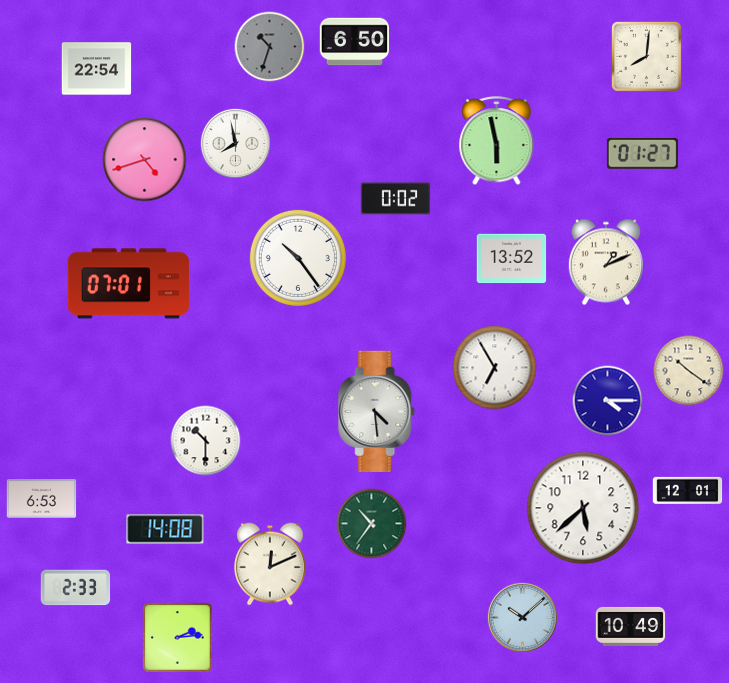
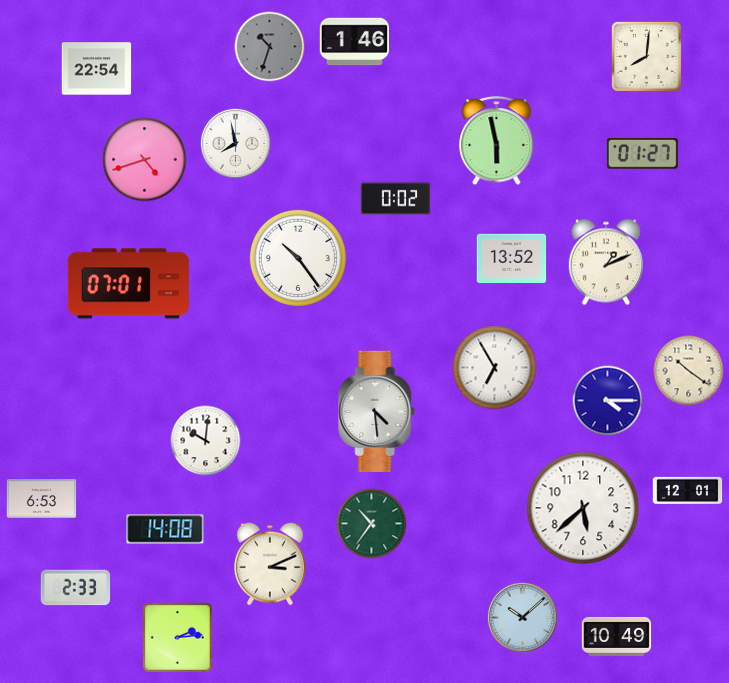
clock at (355, 42): 6:50 -> 1:46
clock at (206, 441): 10:30 -> 10:01
clock at (271, 564): 12:11 -> 3:11
clock at (631, 626) position: (631, 626) -> (617, 636)
